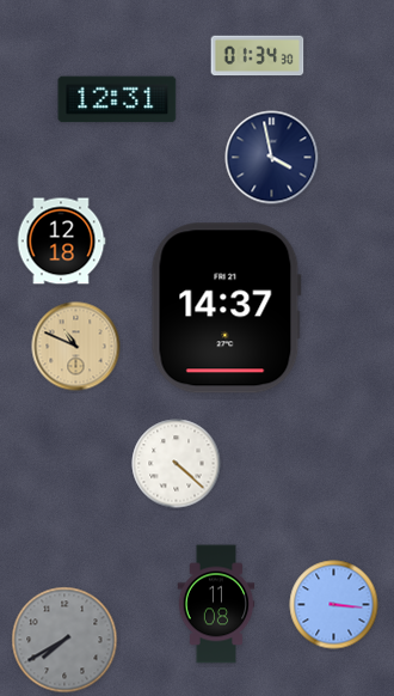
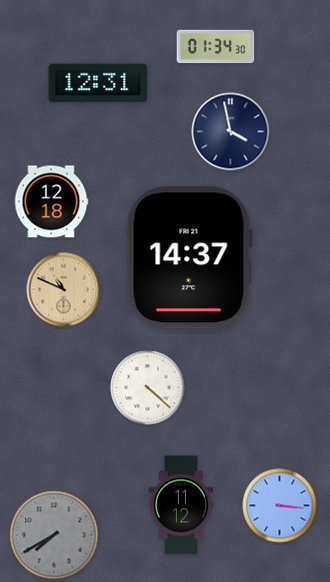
clock at (272, 158) position: (272, 158) -> (231, 132)
clock at (216, 604): 11:08 -> 11:12
